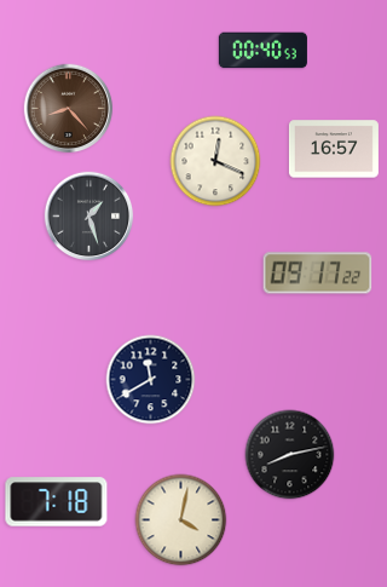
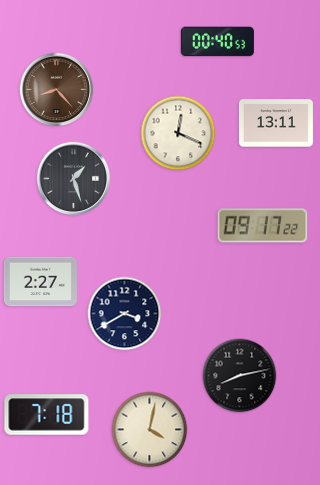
clock at (334, 149): 16:57 -> 13:11
clock at (40, 282): none -> 2:27
clock at (151, 380): 11:40 -> 3:40
